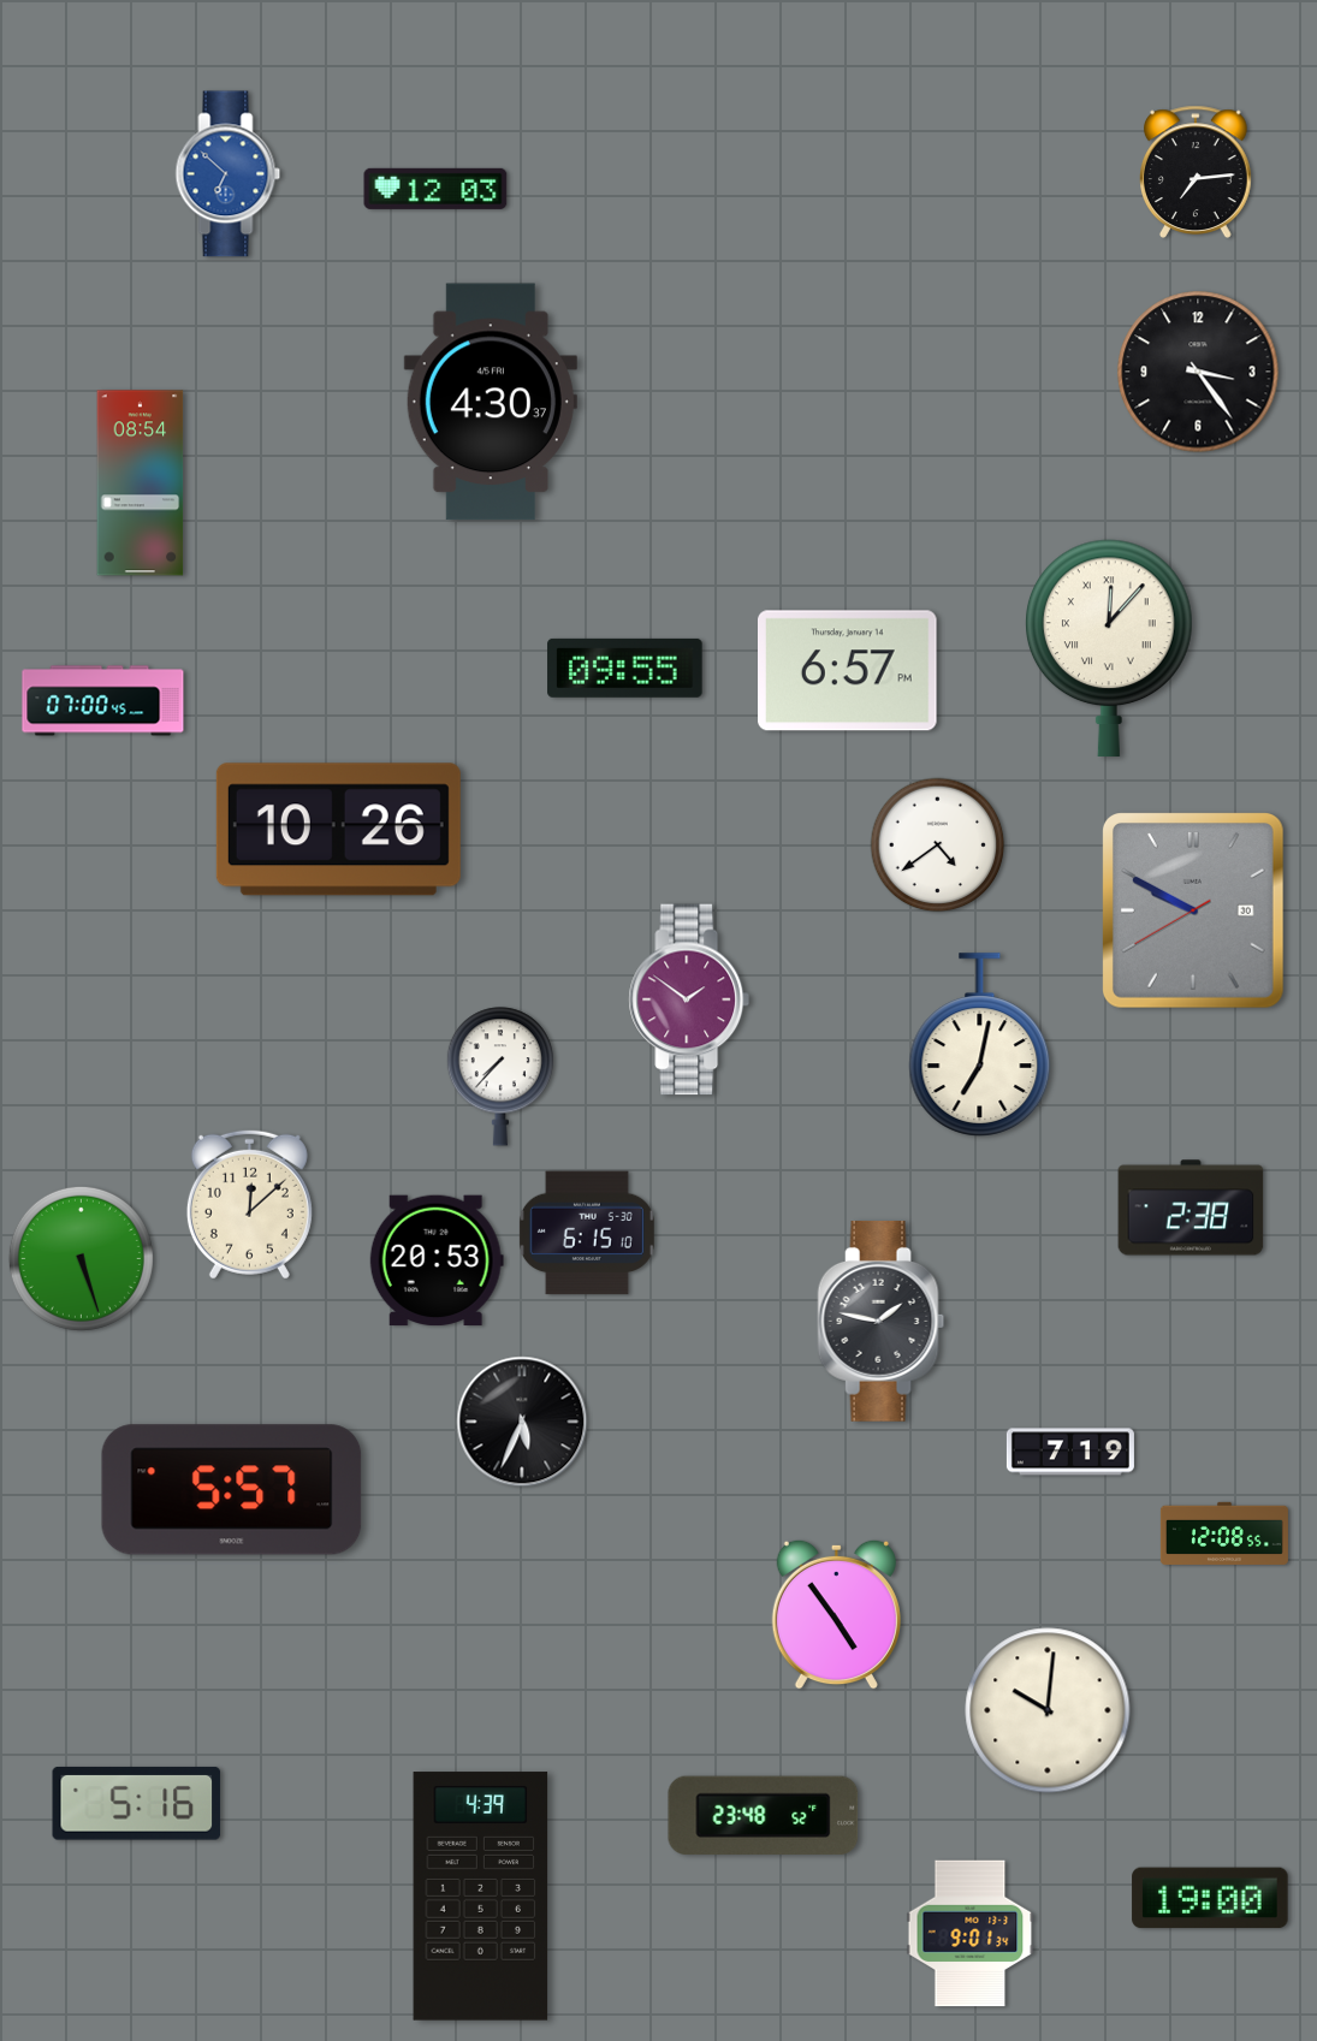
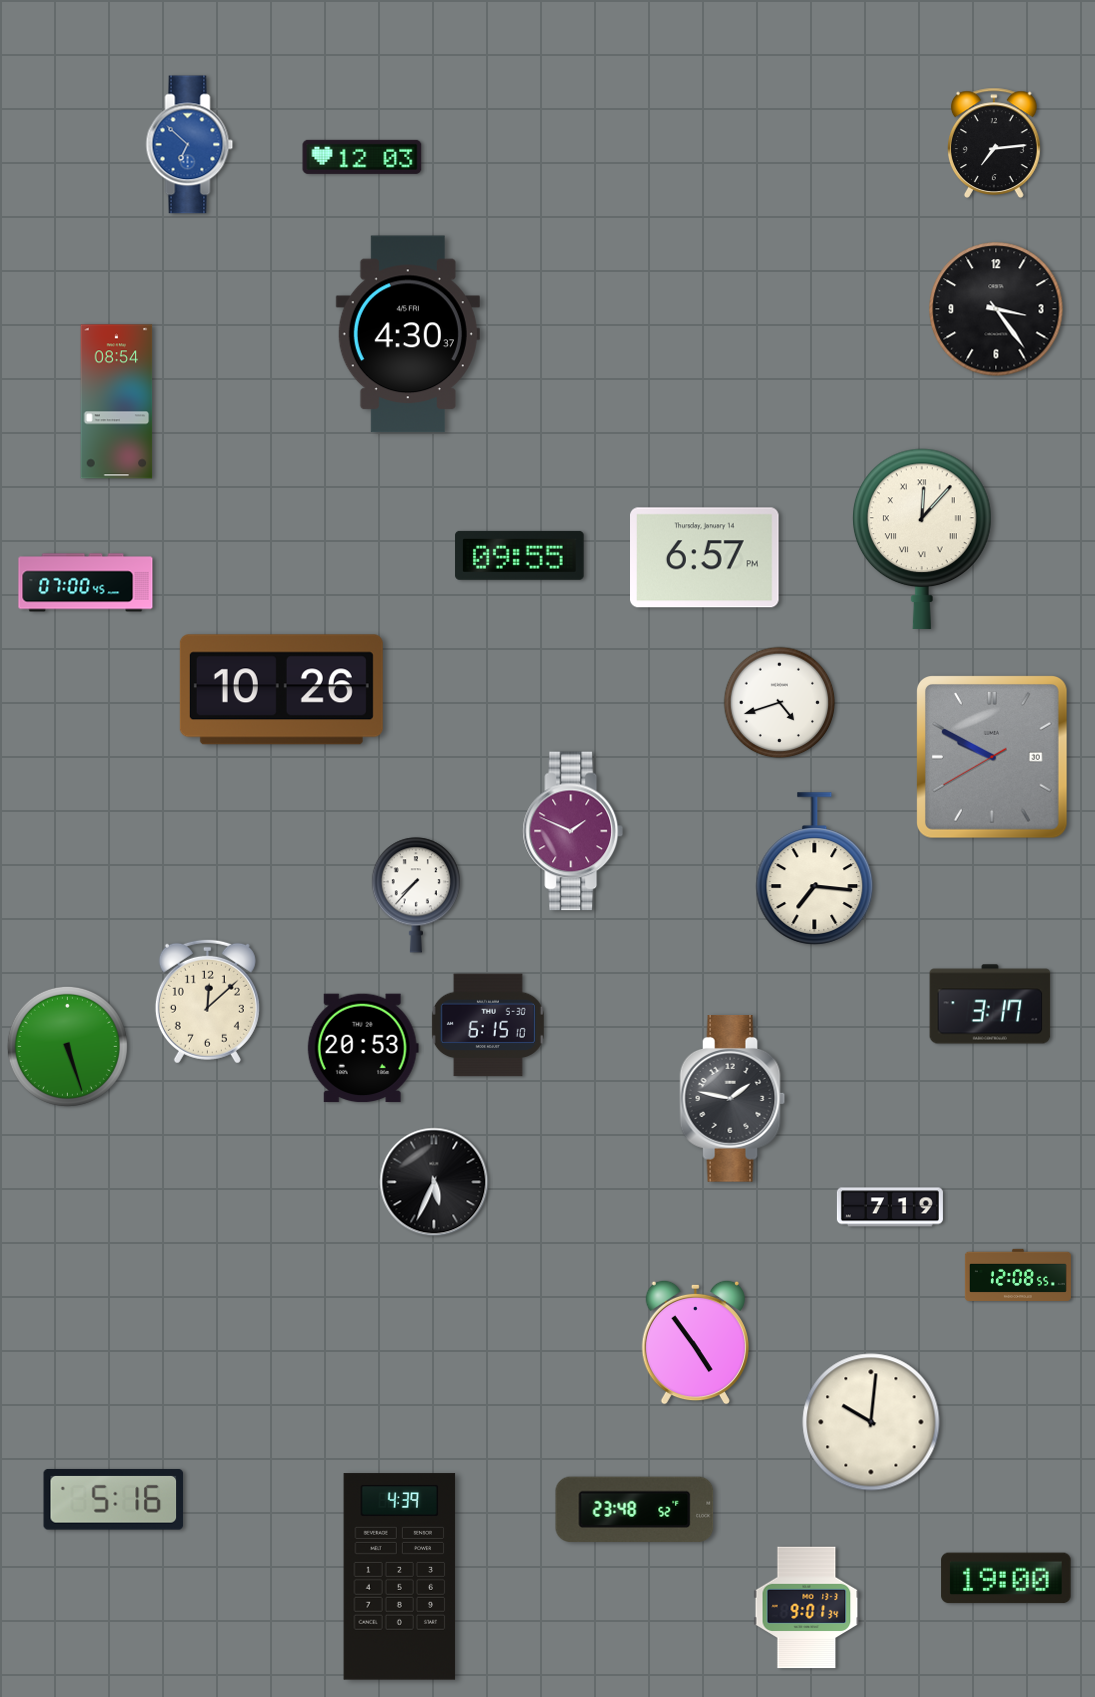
clock at (938, 846): 4:39 -> 4:42
clock at (689, 999): 1:51 -> 1:49
clock at (980, 1045): 7:02 -> 7:16
clock at (1191, 1208): 2:38 -> 3:17
clock at (232, 1490): 5:57 -> none
